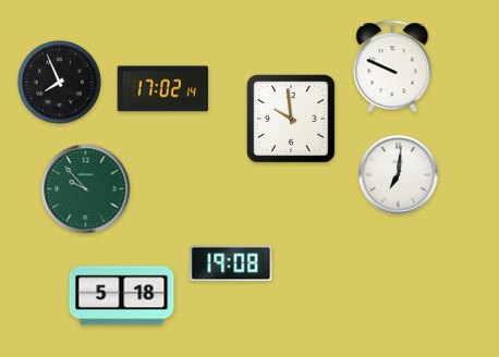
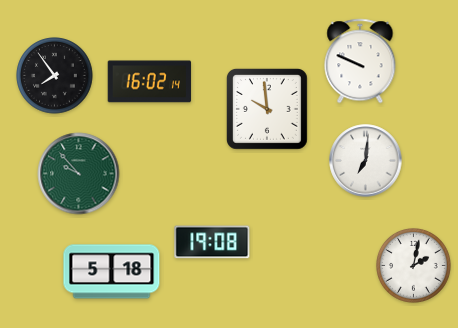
clock at (60, 83): 7:56 -> 7:54
clock at (163, 89): 17:02 -> 16:02
clock at (414, 266): none -> 2:02
